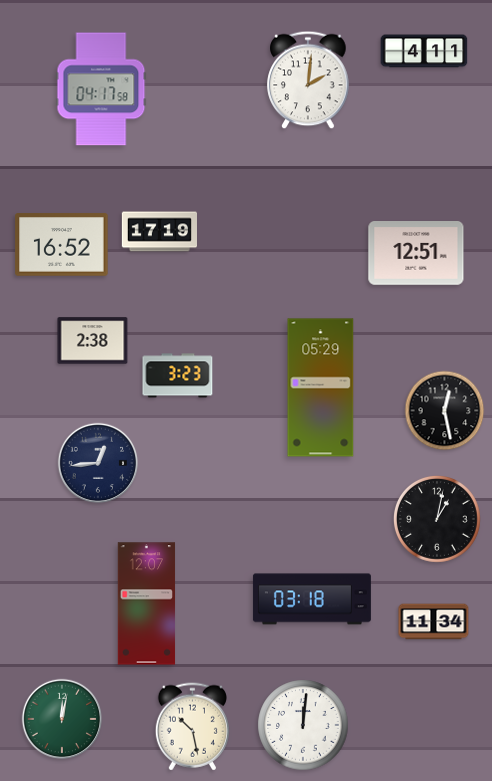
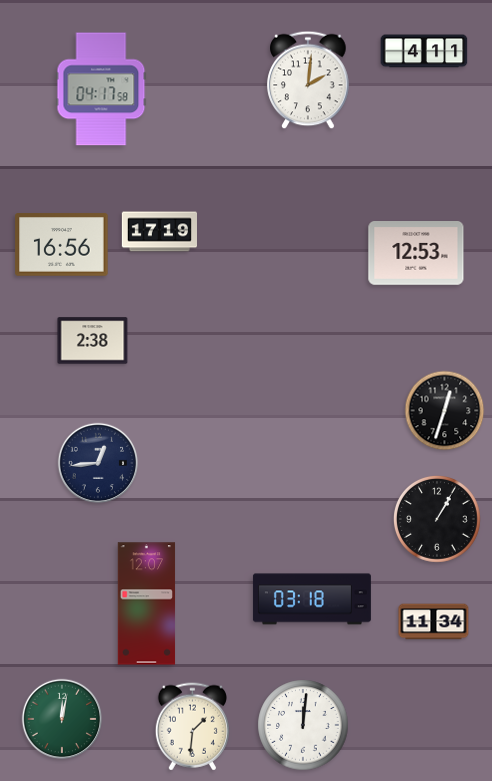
clock at (62, 245): 16:52 -> 16:56
clock at (416, 254): 12:51 -> 12:53
clock at (178, 376): 3:23 -> none
clock at (321, 388): 05:29 -> none
clock at (445, 411): 12:28 -> 12:33
clock at (437, 519): 1:02 -> 1:05
clock at (192, 727): 10:28 -> 1:31
